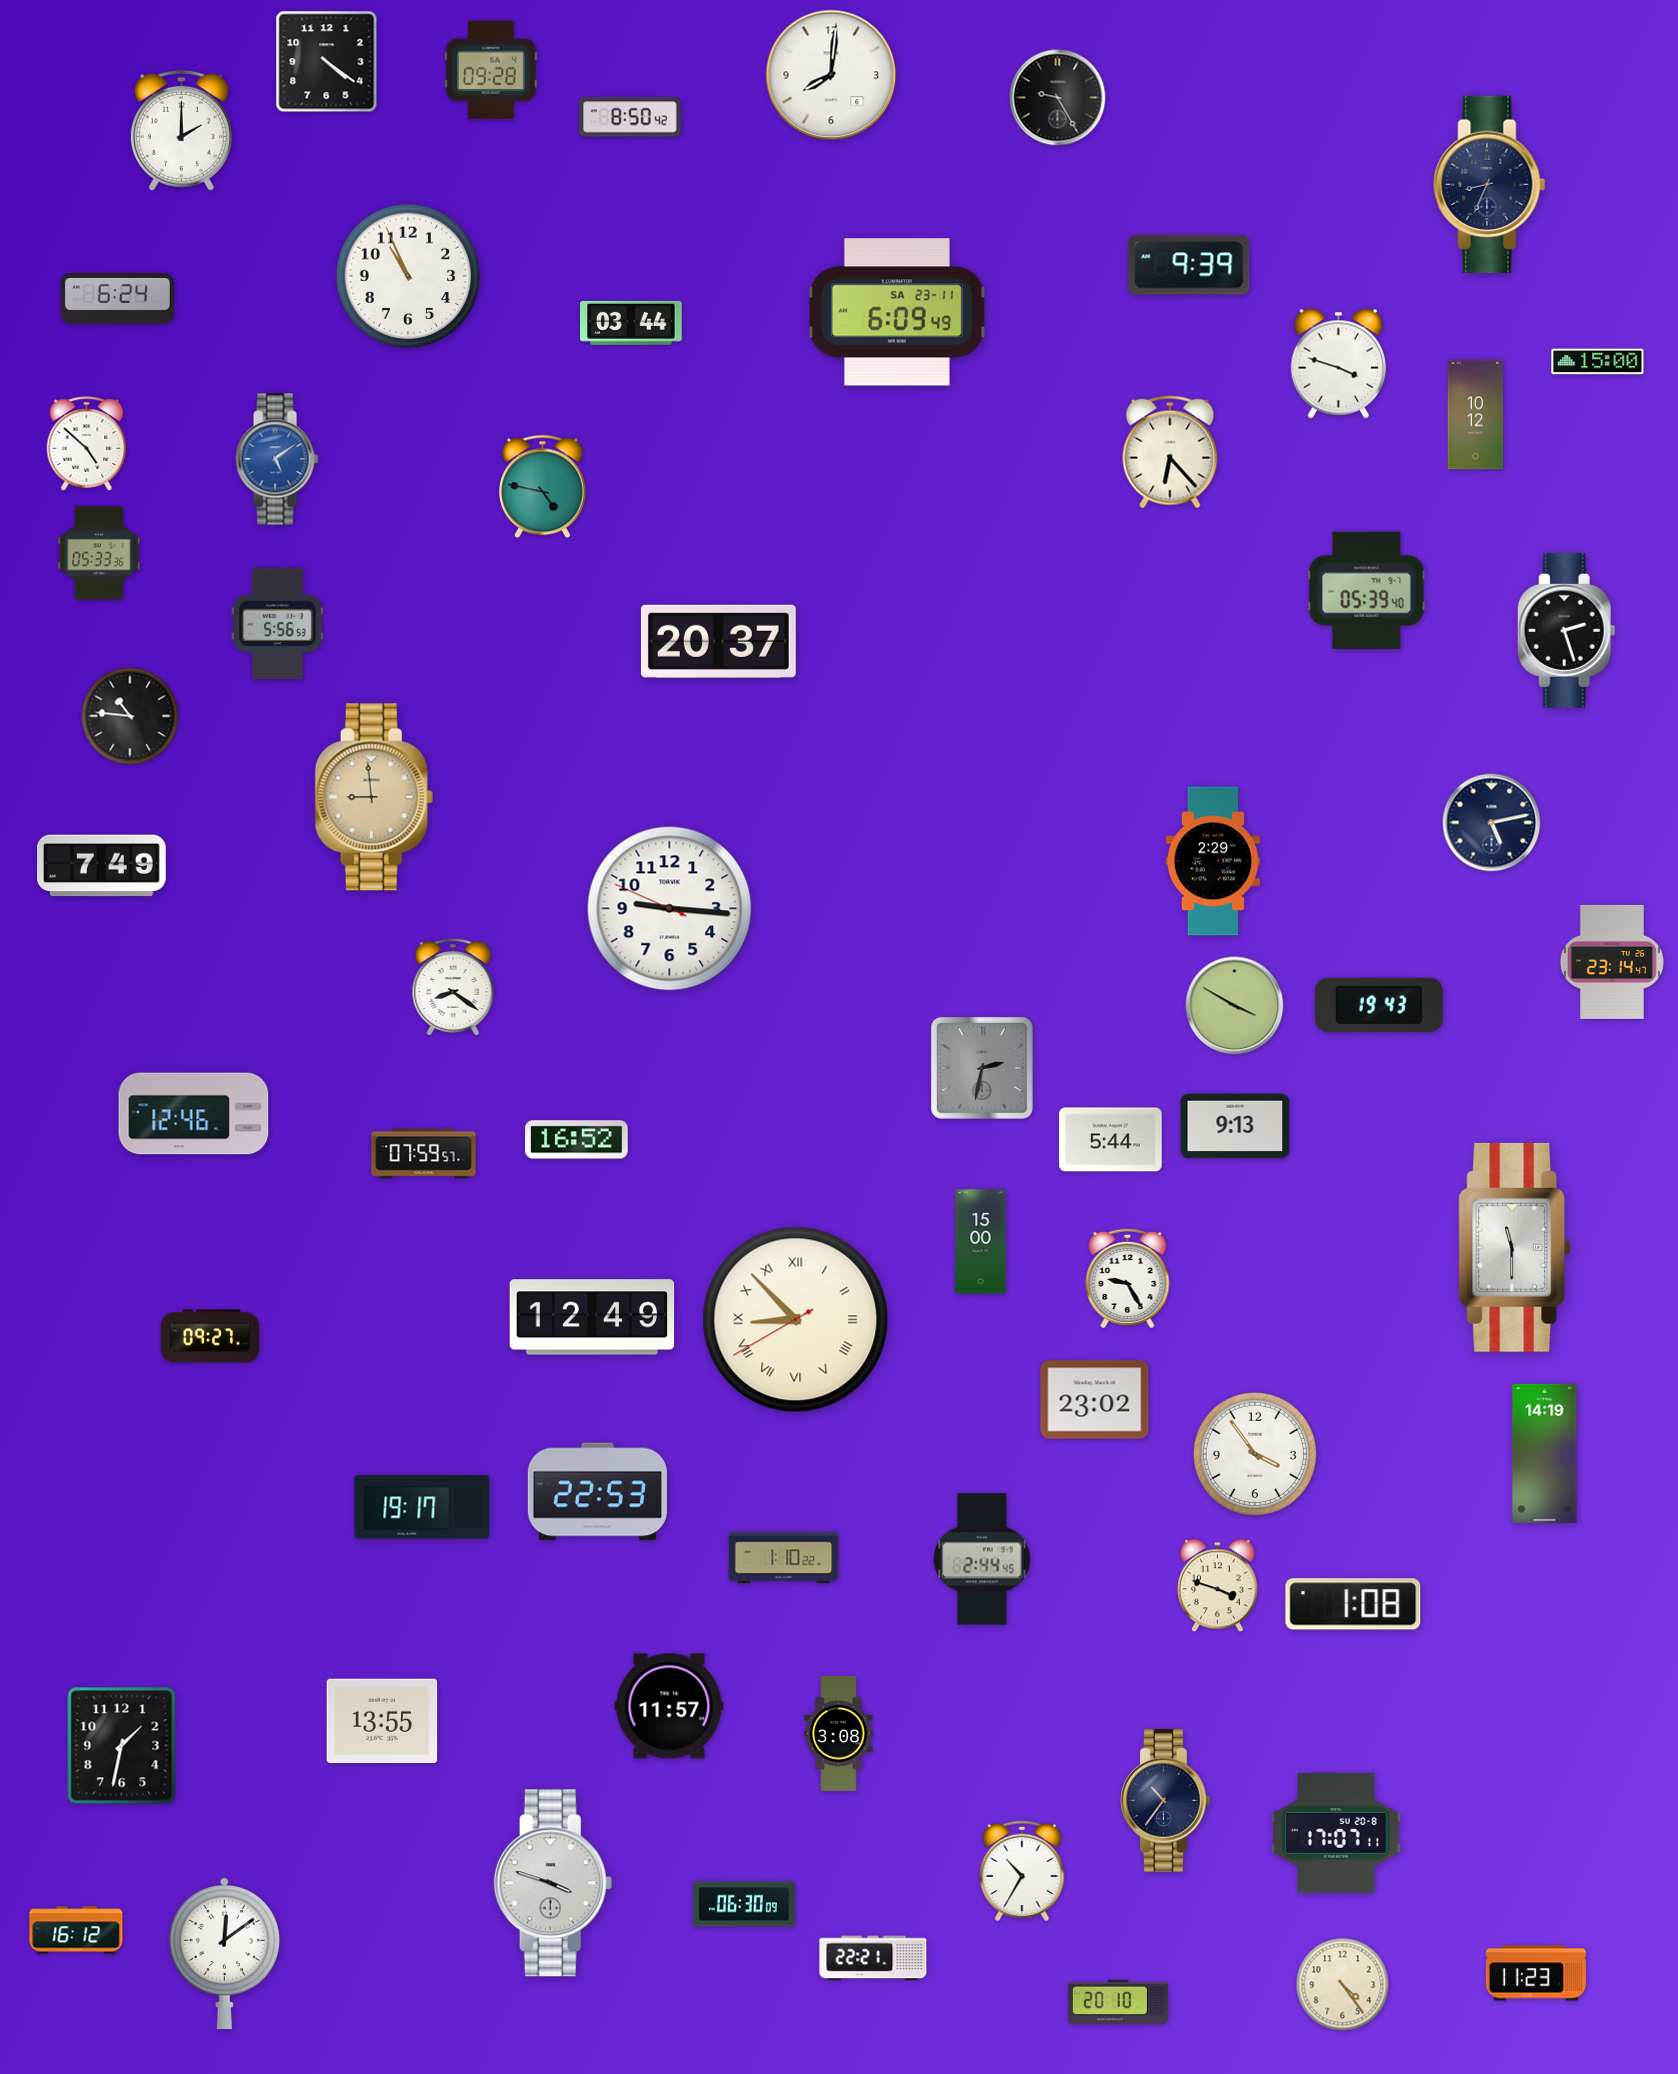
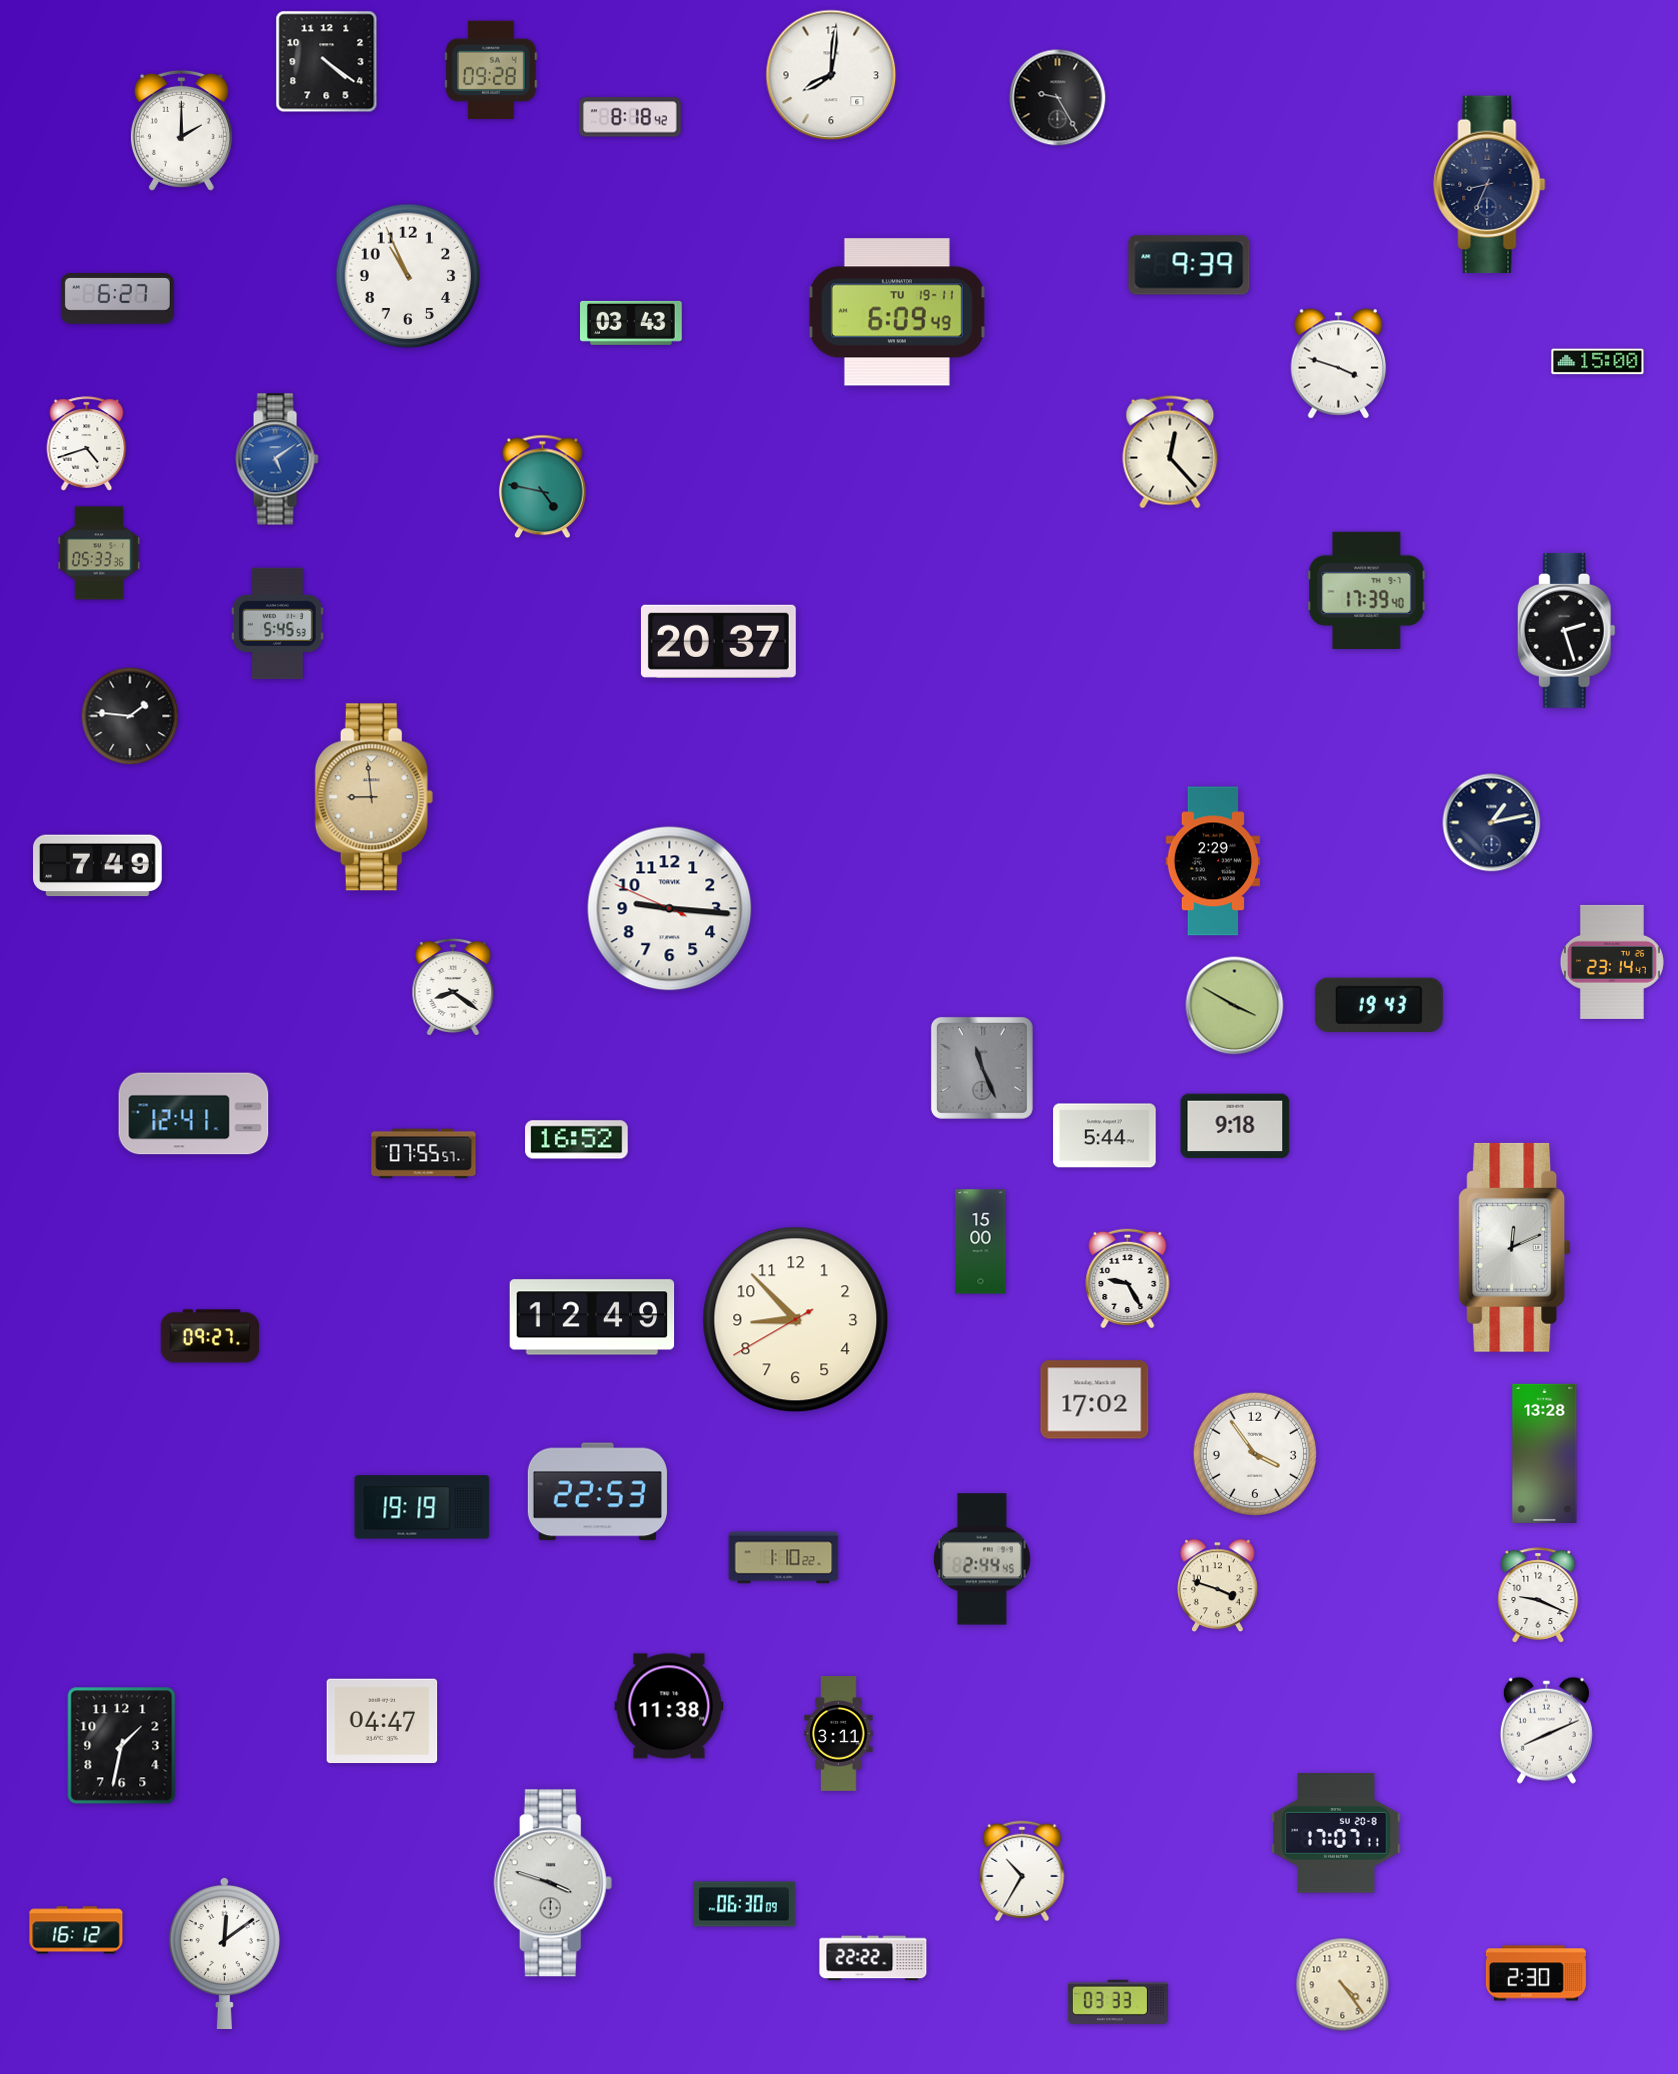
clock at (631, 117): 8:50 -> 8:18
clock at (117, 299): 6:24 -> 6:27
clock at (897, 312) date: SA 23-11 -> TU 19-11
clock at (632, 323): 03:44 -> 03:43
clock at (1476, 415): 10:12 -> none
clock at (87, 444): 4:52 -> 4:42
clock at (1170, 452): 6:23 -> 12:23
clock at (1367, 590): 05:39 -> 17:39
clock at (277, 624): 5:56 -> 5:45
clock at (130, 716): 10:46 -> 1:46
clock at (1492, 823): 5:13 -> 1:13
clock at (102, 866) position: (102, 866) -> (98, 866)
clock at (982, 1068): 2:32 -> 11:26
clock at (194, 1114): 12:46 -> 12:41
clock at (1235, 1126): 9:13 -> 9:18
clock at (1111, 1140) position: (1111, 1140) -> (1105, 1136)
clock at (424, 1154): 07:59 -> 07:55
clock at (1515, 1247): 11:30 -> 12:11
clock at (796, 1320) numerals: Roman -> Arabic
clock at (1095, 1400): 23:02 -> 17:02
clock at (1545, 1453): 14:19 -> 13:28
clock at (422, 1507): 19:17 -> 19:19
clock at (1538, 1595): none -> 9:19
clock at (1353, 1604): 1:08 -> none
clock at (669, 1706): 11:57 -> 11:38
clock at (382, 1721): 13:55 -> 04:47
clock at (1546, 1730): none -> 8:11
clock at (839, 1734): 3:08 -> 3:11
clock at (1166, 1801): 10:36 -> none
clock at (873, 1958): 22:21 -> 22:22
clock at (1536, 1973): 11:23 -> 2:30
clock at (1118, 2002): 20:10 -> 03:33
